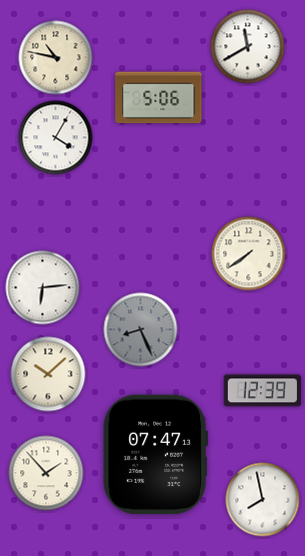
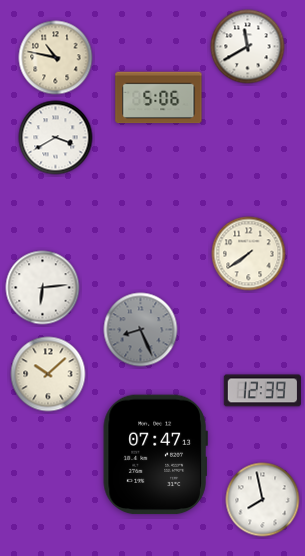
clock at (56, 138): 4:05 -> 3:40
clock at (46, 473): 1:53 -> none
